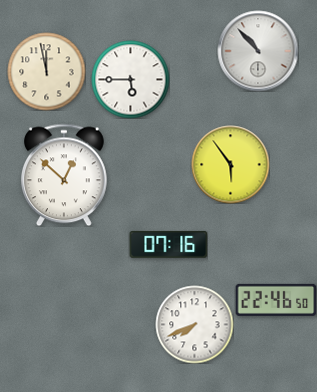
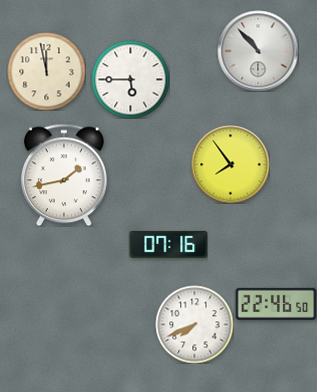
clock at (230, 164): 5:54 -> 7:54
clock at (65, 175): 12:52 -> 1:43
clock at (276, 300) position: (276, 300) -> (276, 304)
